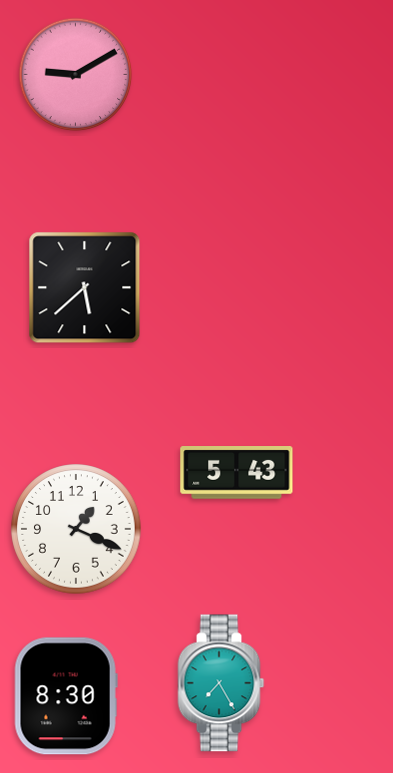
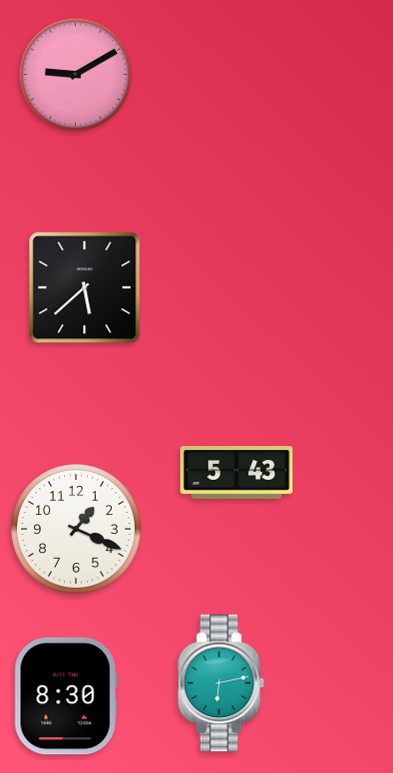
clock at (221, 683): 7:25 -> 6:13
